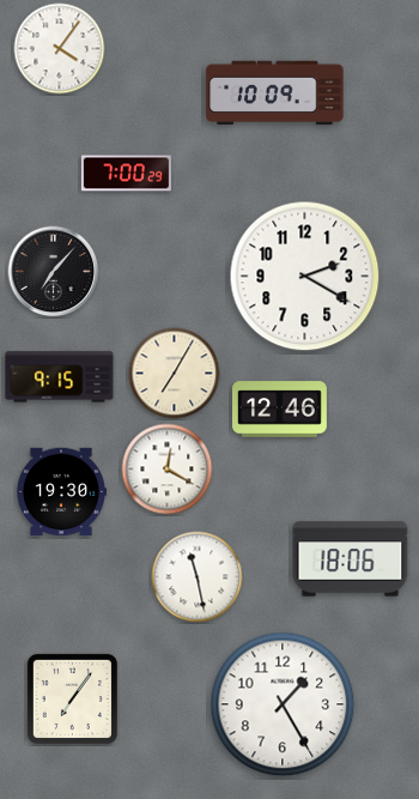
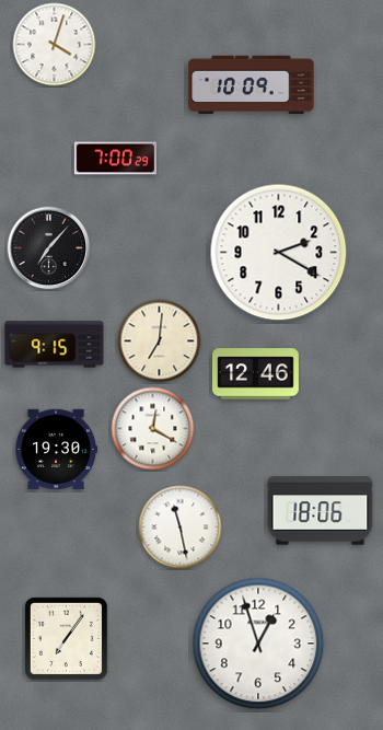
clock at (60, 49): 4:06 -> 4:03
clock at (175, 374): 7:05 -> 7:01
clock at (283, 704): 1:25 -> 12:57
